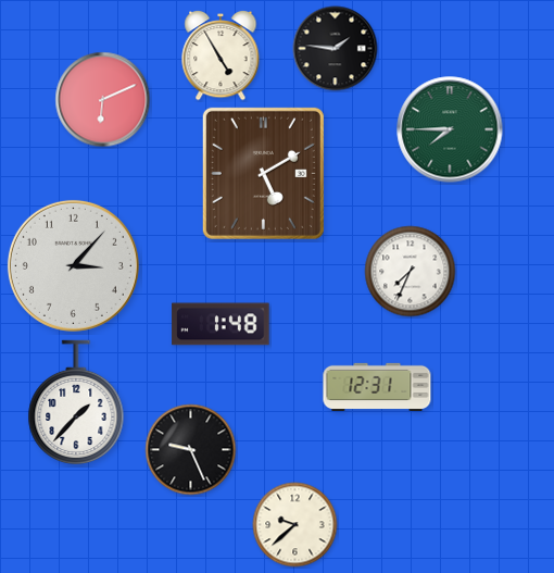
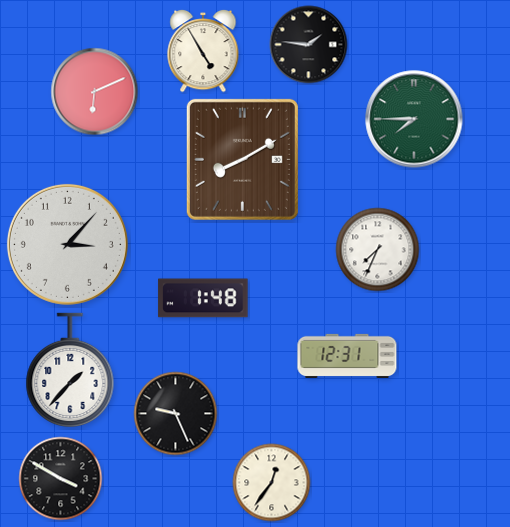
clock at (263, 173): 5:10 -> 8:10
clock at (61, 479): none -> 3:50
clock at (295, 525): 9:38 -> 12:36
